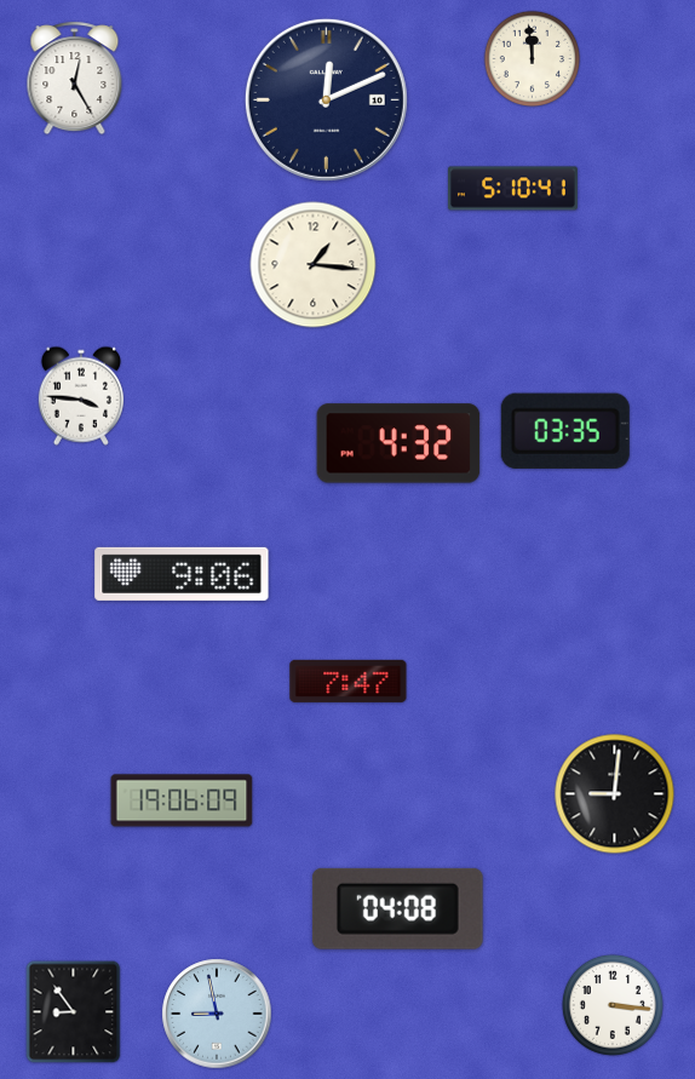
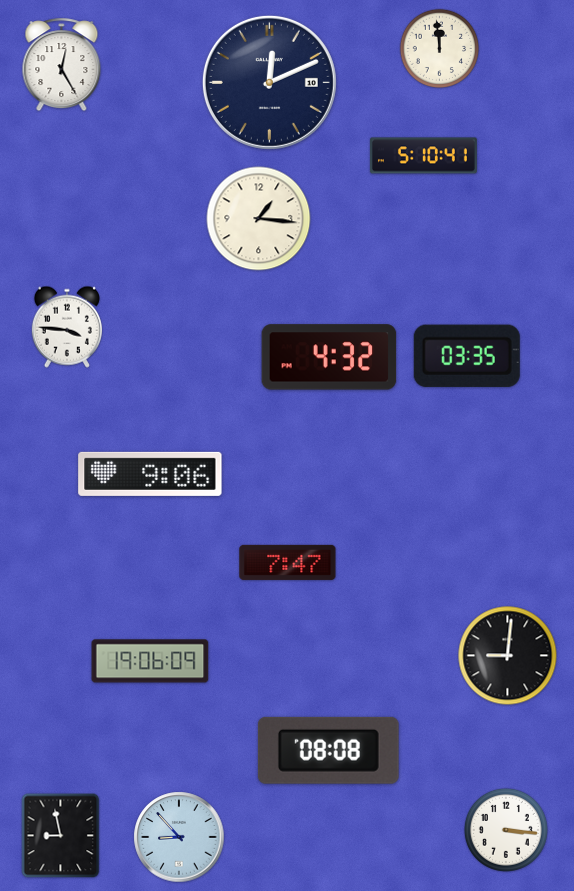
clock at (398, 443) position: (398, 443) -> (329, 357)
clock at (397, 908): 04:08 -> 08:08
clock at (74, 1012): 8:54 -> 8:58
clock at (217, 1014): 8:58 -> 8:53
